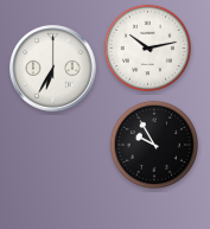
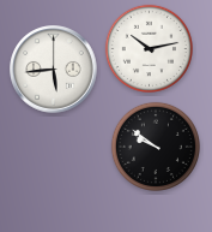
clock at (53, 69): 6:35 -> 5:44
clock at (154, 145): 9:55 -> 9:51
